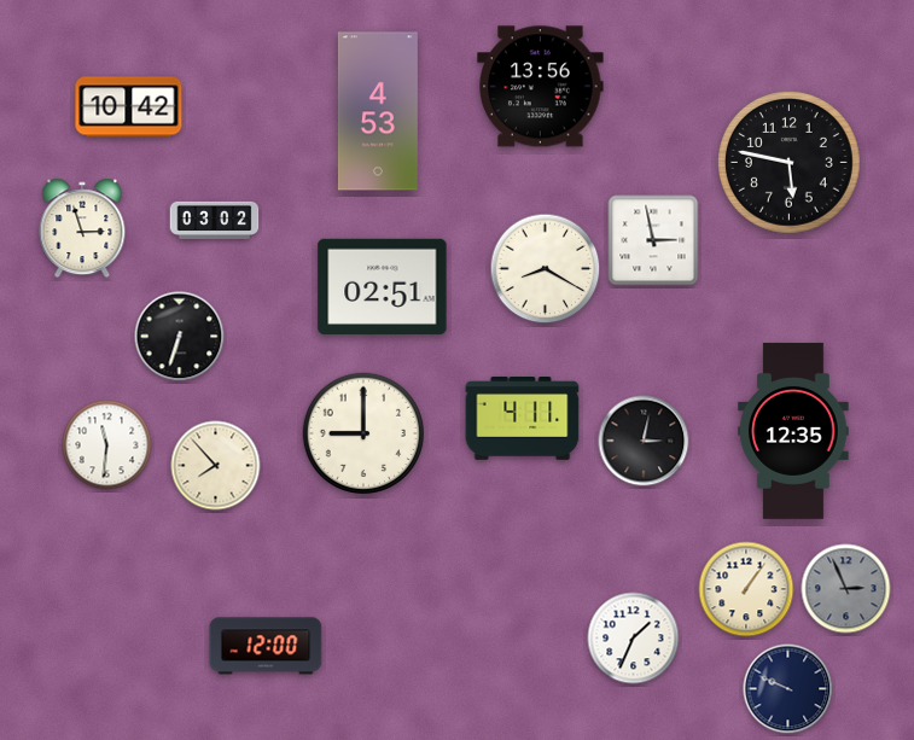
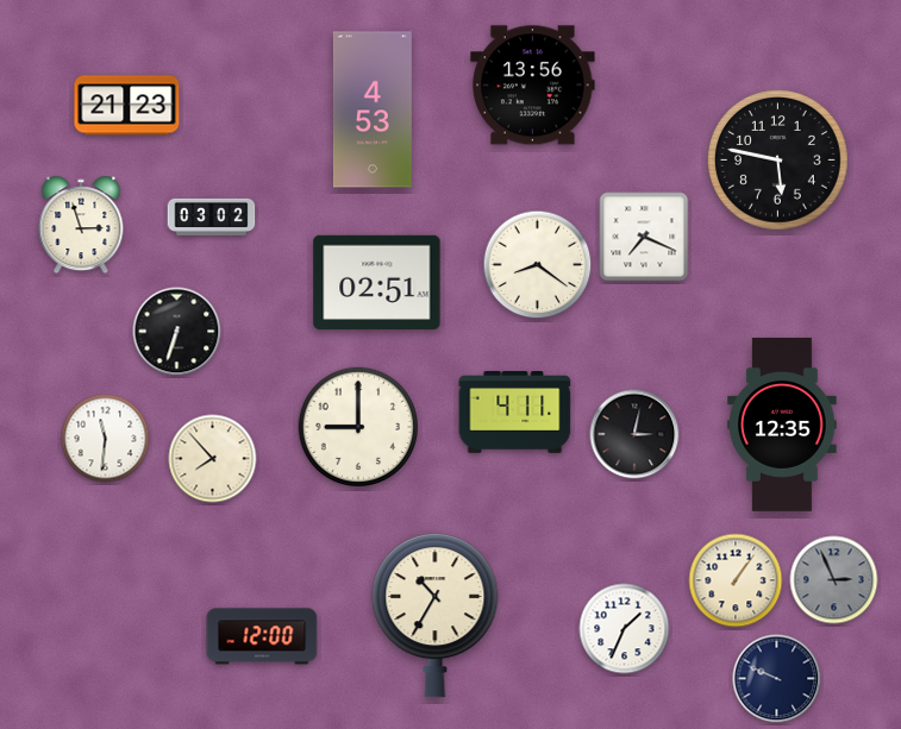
clock at (129, 107): 10:42 -> 21:23
clock at (653, 240): 2:58 -> 7:19
clock at (546, 269): 8:20 -> 8:21
clock at (436, 616): none -> 10:35
